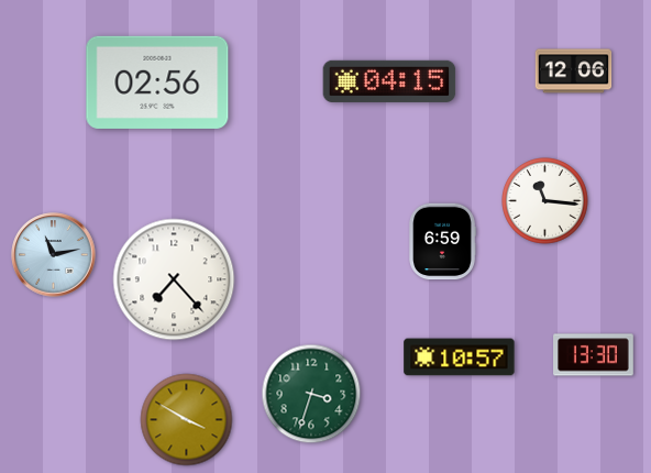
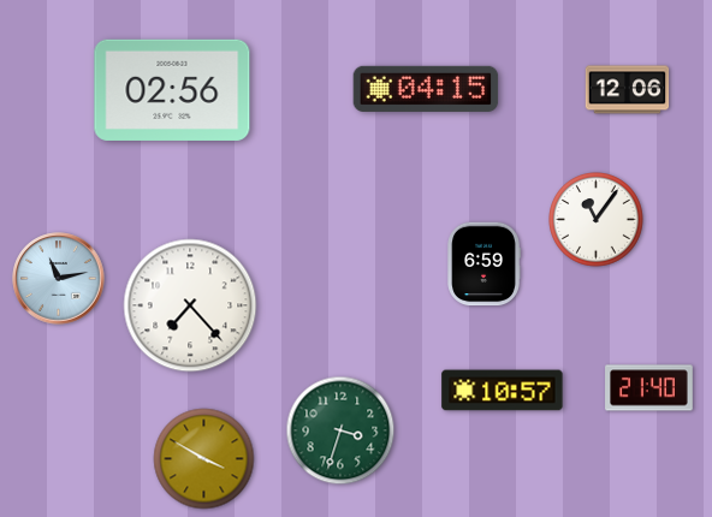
clock at (574, 71) position: (574, 71) -> (628, 90)
clock at (545, 201): 11:16 -> 11:06
clock at (594, 355): 13:30 -> 21:40
